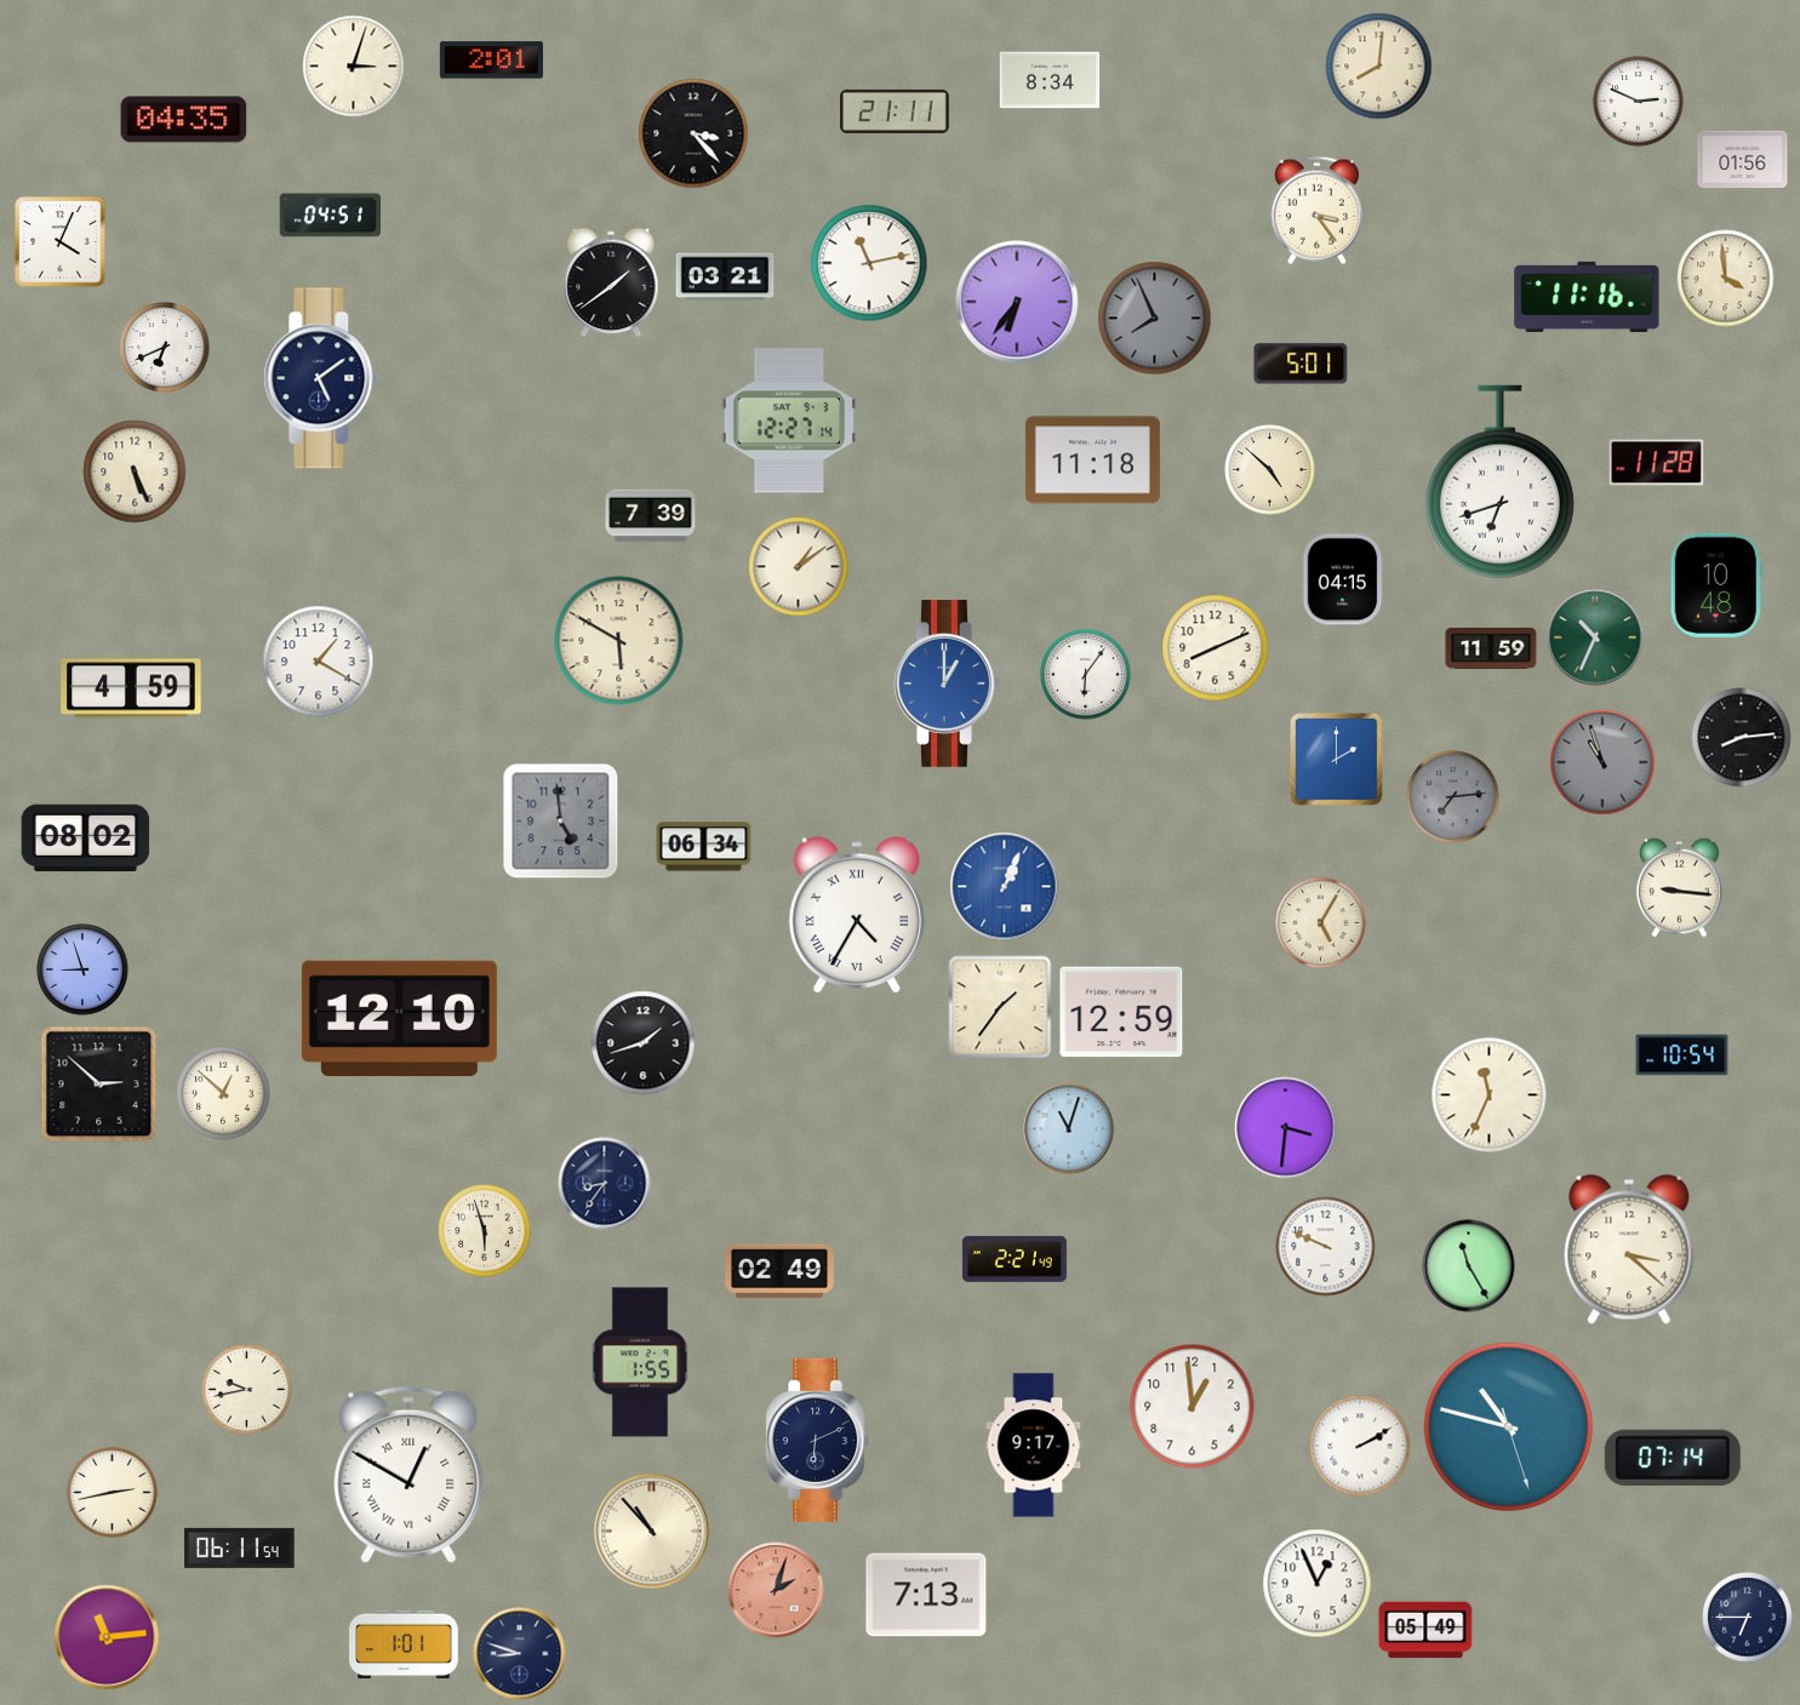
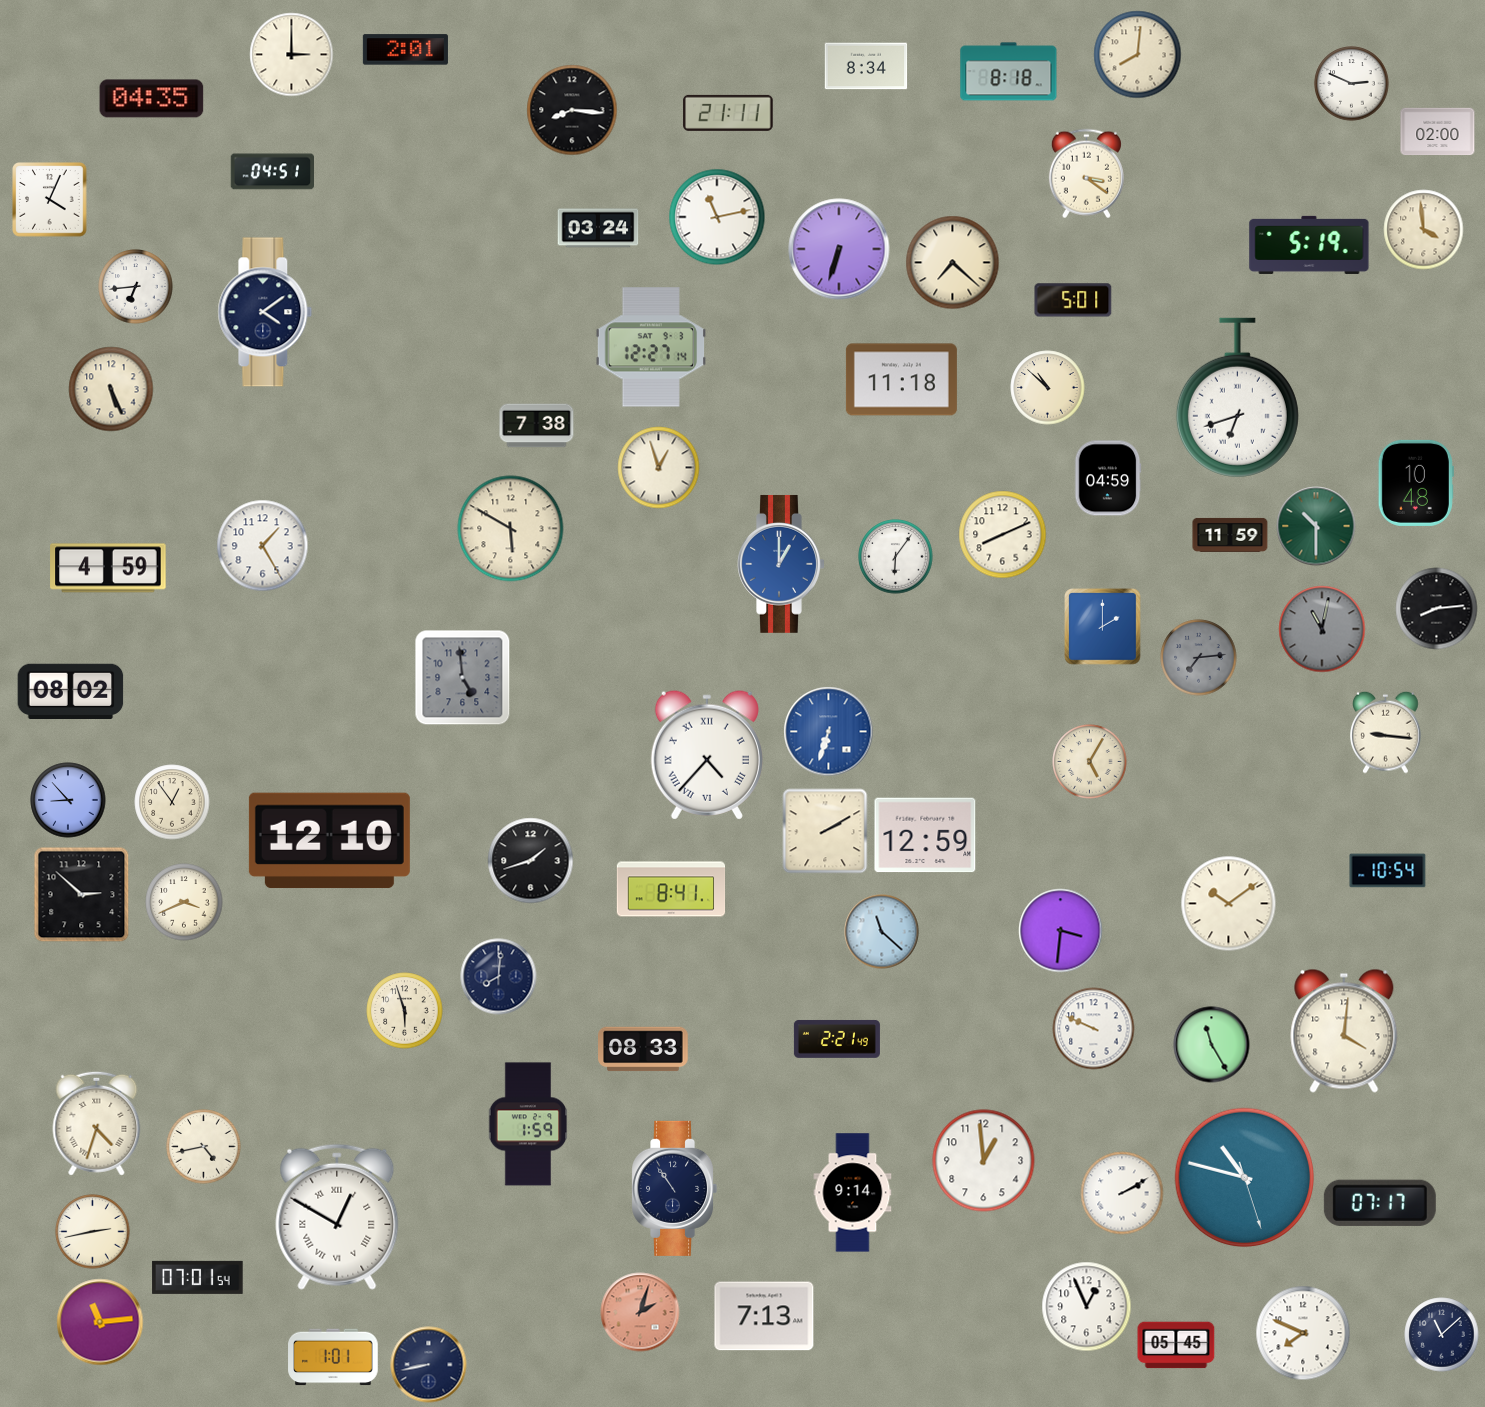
clock at (354, 67): 3:03 -> 3:00
clock at (1009, 72): none -> 8:18
clock at (895, 111) position: (895, 111) -> (728, 113)
clock at (693, 133): 3:23 -> 8:16
clock at (1743, 160): 01:56 -> 02:00
clock at (1316, 211): 3:24 -> 3:21
clock at (330, 216) position: (330, 216) -> (272, 172)
clock at (725, 276): 03:21 -> 03:24
clock at (611, 282): 1:39 -> none
clock at (1587, 297): 11:16 -> 5:19
clock at (1017, 302): 6:36 -> 6:33
clock at (1155, 319): 7:56 -> 7:22
clock at (1155, 319) dial: grey -> cream
clock at (165, 348): 6:41 -> 6:44
clock at (321, 378): 5:09 -> 4:09
clock at (1657, 463): 11:28 -> none
clock at (1270, 470): 4:52 -> 10:52
clock at (651, 516): 7:39 -> 7:38
clock at (799, 567): 1:09 -> 12:57
clock at (1343, 579): 04:15 -> 04:59
clock at (1595, 637): 10:34 -> 10:30
clock at (319, 662): 1:20 -> 1:25
clock at (1602, 762): 10:57 -> 11:02
clock at (704, 847): 06:34 -> none
clock at (1005, 887): 1:04 -> 6:33
clock at (857, 915): 4:35 -> 4:37
clock at (82, 969): 8:57 -> 8:53
clock at (172, 802): none -> 12:54
clock at (1000, 1007): 1:36 -> 2:10
clock at (671, 889): none -> 8:41
clock at (223, 1093): 12:52 -> 3:41
clock at (1490, 1095): 11:34 -> 10:09
clock at (1069, 1129): 11:03 -> 11:22
clock at (605, 1184): 8:36 -> 8:01
clock at (485, 1231) position: (485, 1231) -> (405, 1011)
clock at (1629, 1249): 3:22 -> 4:01
clock at (779, 1271): 02:49 -> 08:33
clock at (97, 1123): none -> 4:33
clock at (640, 1362): 1:55 -> 1:59
clock at (247, 1390): 9:43 -> 4:43
clock at (818, 1440): 6:11 -> 10:54
clock at (1034, 1446): 9:17 -> 9:14
clock at (1673, 1458): 07:14 -> 07:17
clock at (652, 1532): 10:53 -> none
clock at (240, 1547): 06:11 -> 07:01
clock at (1303, 1333): none -> 7:49
clock at (1748, 1618): 6:45 -> 11:08
clock at (1425, 1630): 05:49 -> 05:45
clock at (107, 1637) position: (107, 1637) -> (100, 1322)
clock at (520, 1654): 8:48 -> 8:43
